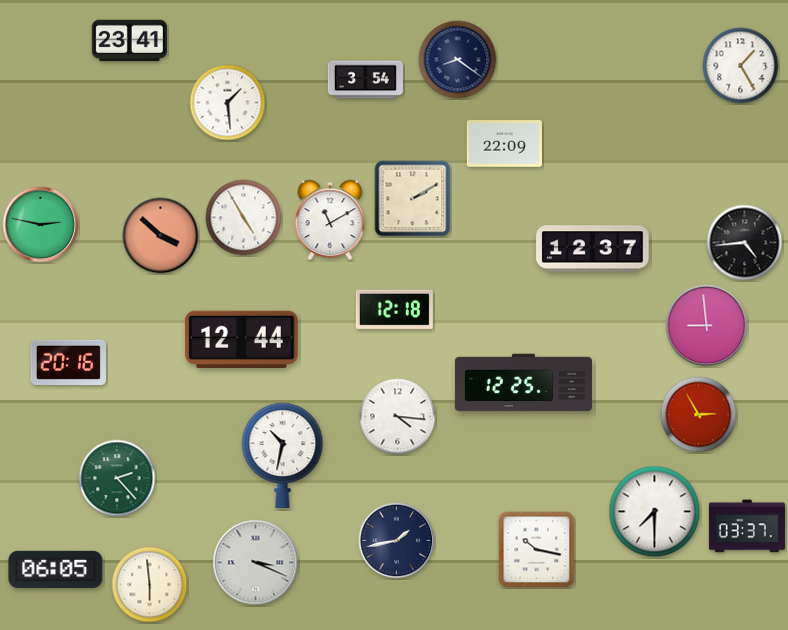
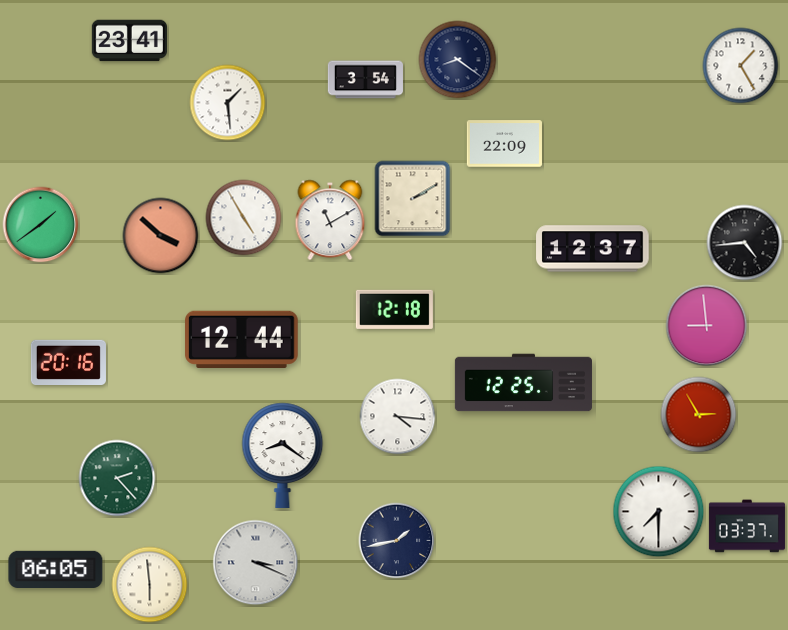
clock at (41, 225): 2:47 -> 1:39
clock at (283, 455): 10:32 -> 8:21
clock at (655, 512) position: (655, 512) -> (659, 512)
clock at (537, 550): 10:17 -> none
